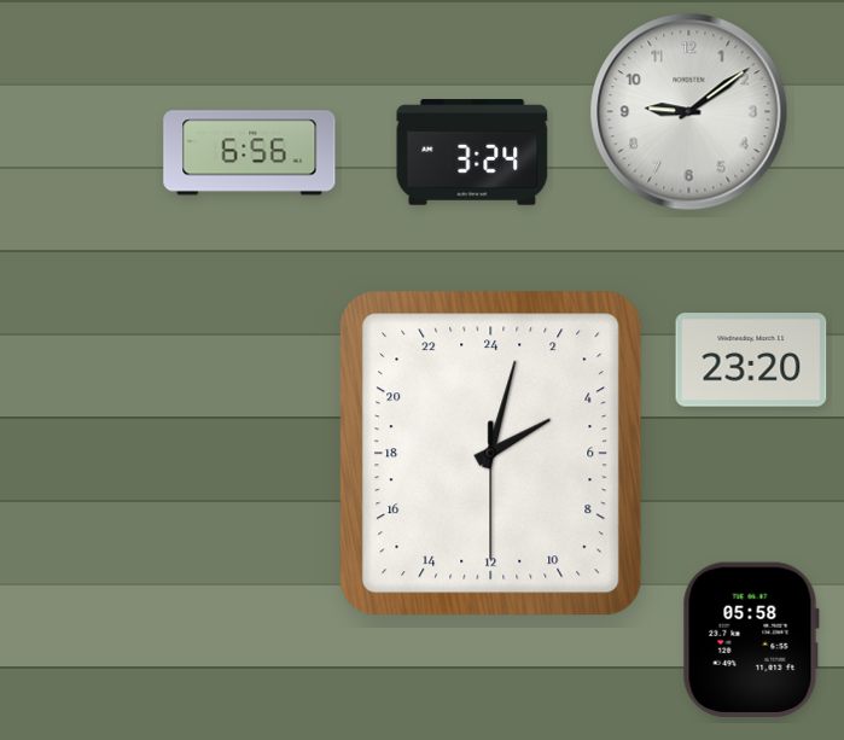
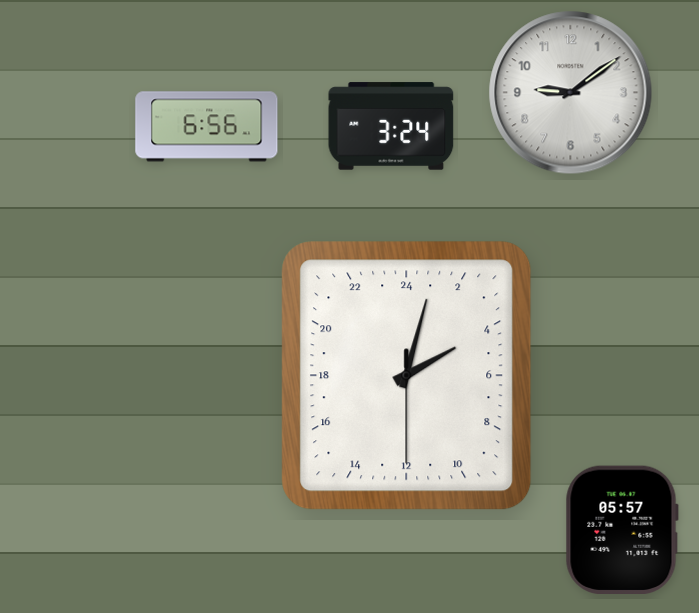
clock at (751, 360): 23:20 -> none
clock at (751, 639): 05:58 -> 05:57
